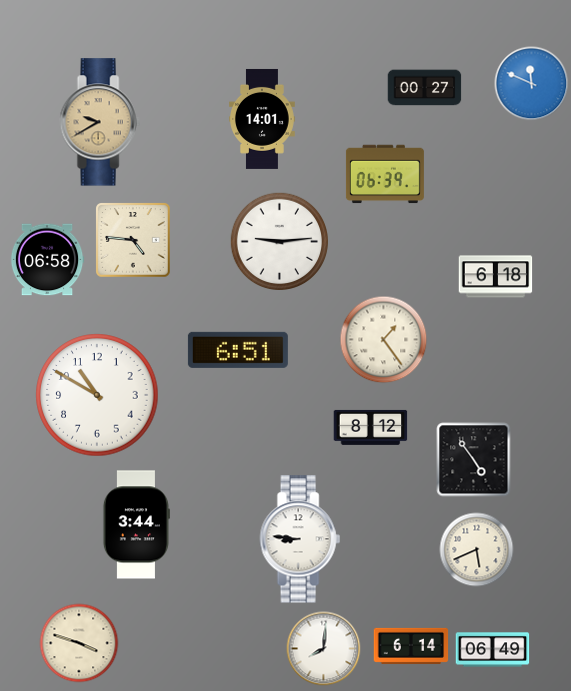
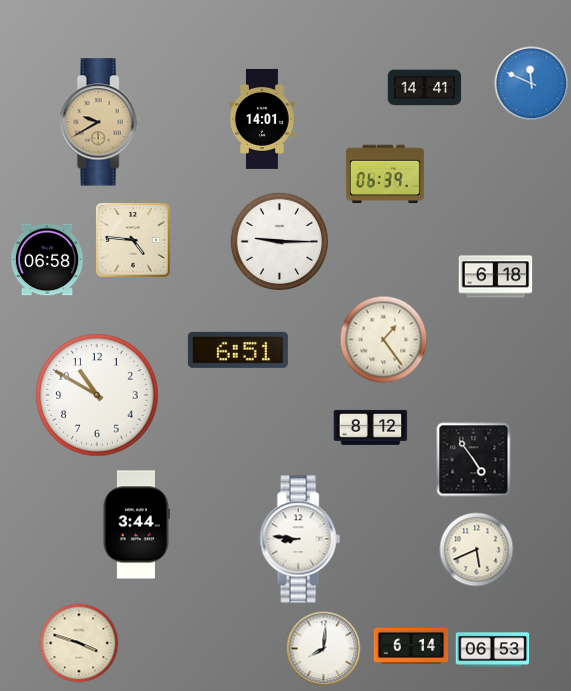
clock at (425, 88): 00:27 -> 14:41
clock at (279, 241): 9:14 -> 9:15
clock at (493, 650): 06:49 -> 06:53
